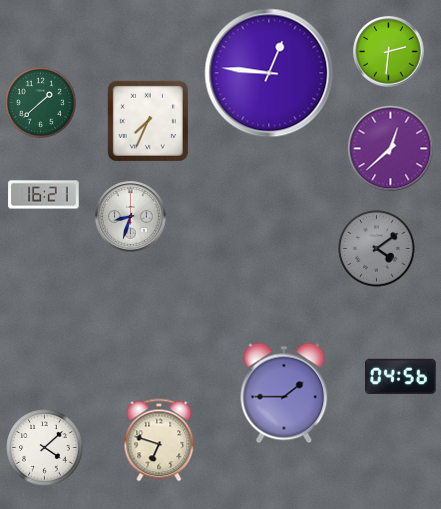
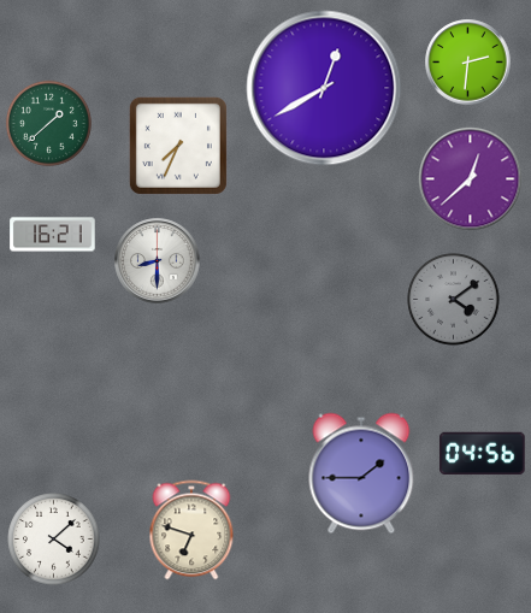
clock at (269, 73): 12:46 -> 12:40
clock at (131, 217): 8:33 -> 8:30
clock at (284, 393) position: (284, 393) -> (361, 473)
